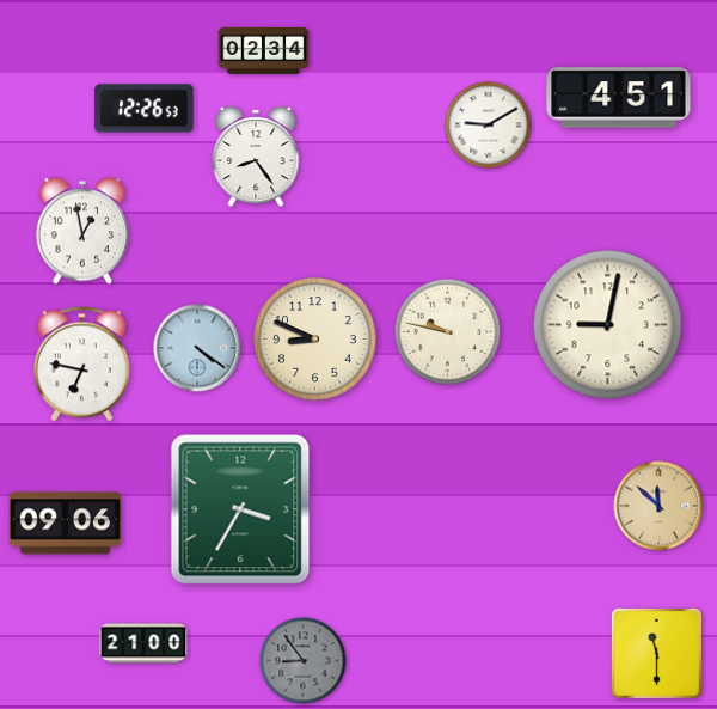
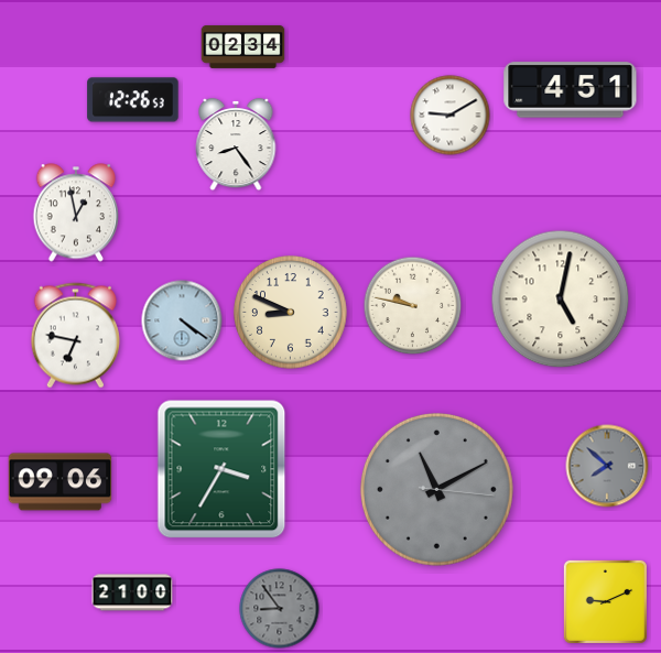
clock at (608, 325): 9:02 -> 5:02
clock at (658, 506): 11:52 -> 7:52
clock at (658, 506) dial: champagne -> grey
clock at (436, 489): none -> 11:10
clock at (656, 653): 11:30 -> 9:11
